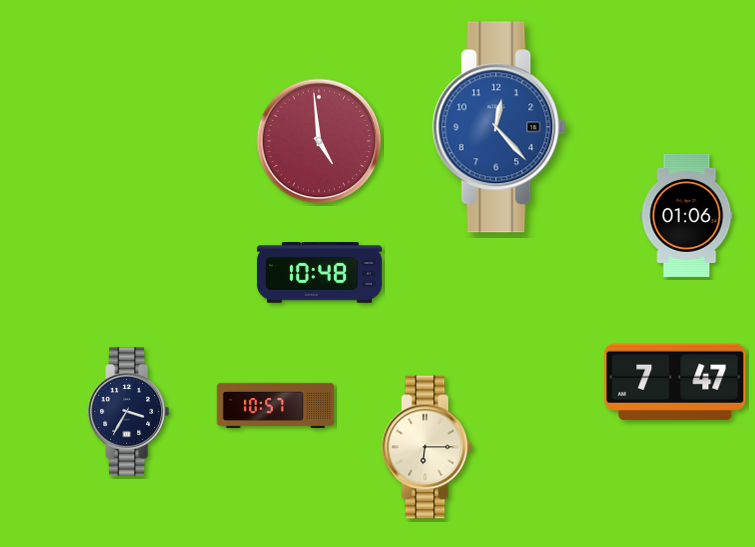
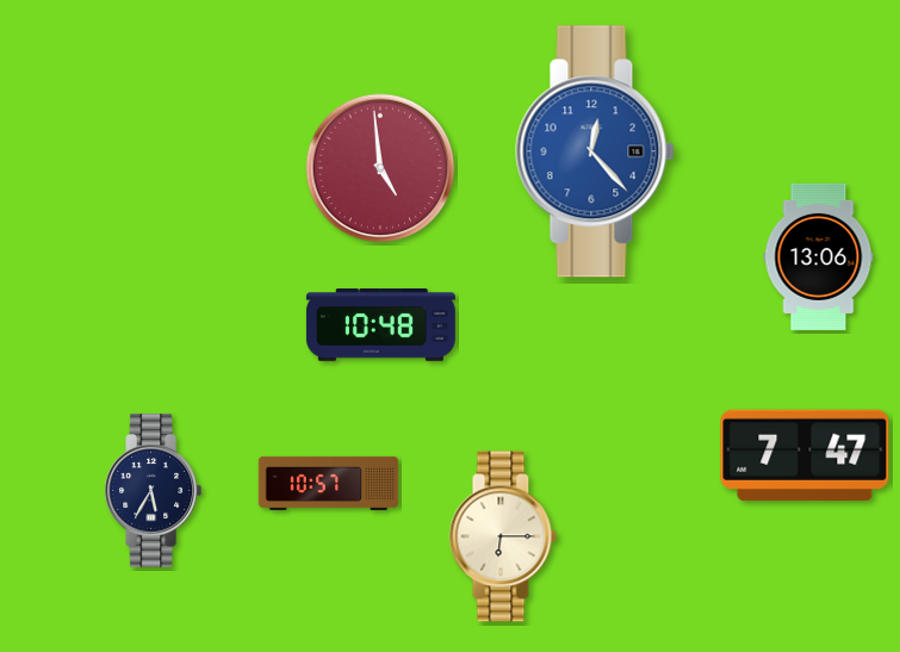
clock at (687, 215): 01:06 -> 13:06
clock at (128, 412): 3:35 -> 5:35
clock at (427, 447) position: (427, 447) -> (503, 536)
